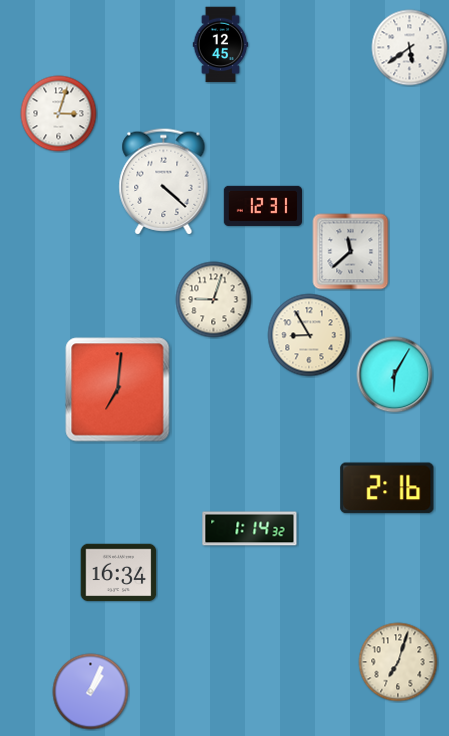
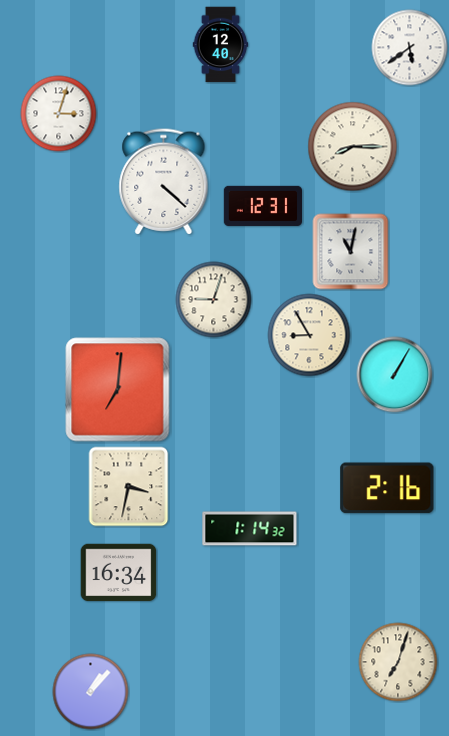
clock at (221, 45): 12:45 -> 12:40
clock at (353, 147): none -> 8:15
clock at (351, 252): 11:38 -> 11:02
clock at (395, 375): 6:05 -> 1:05
clock at (129, 487): none -> 3:32
clock at (91, 692): 1:04 -> 1:07
